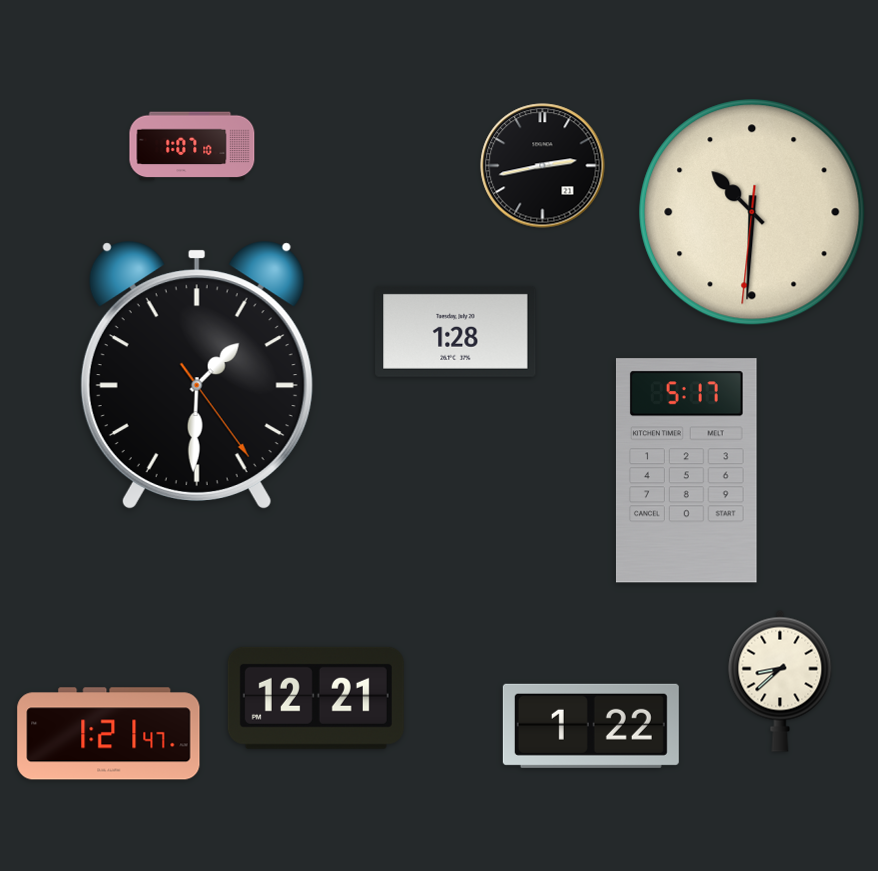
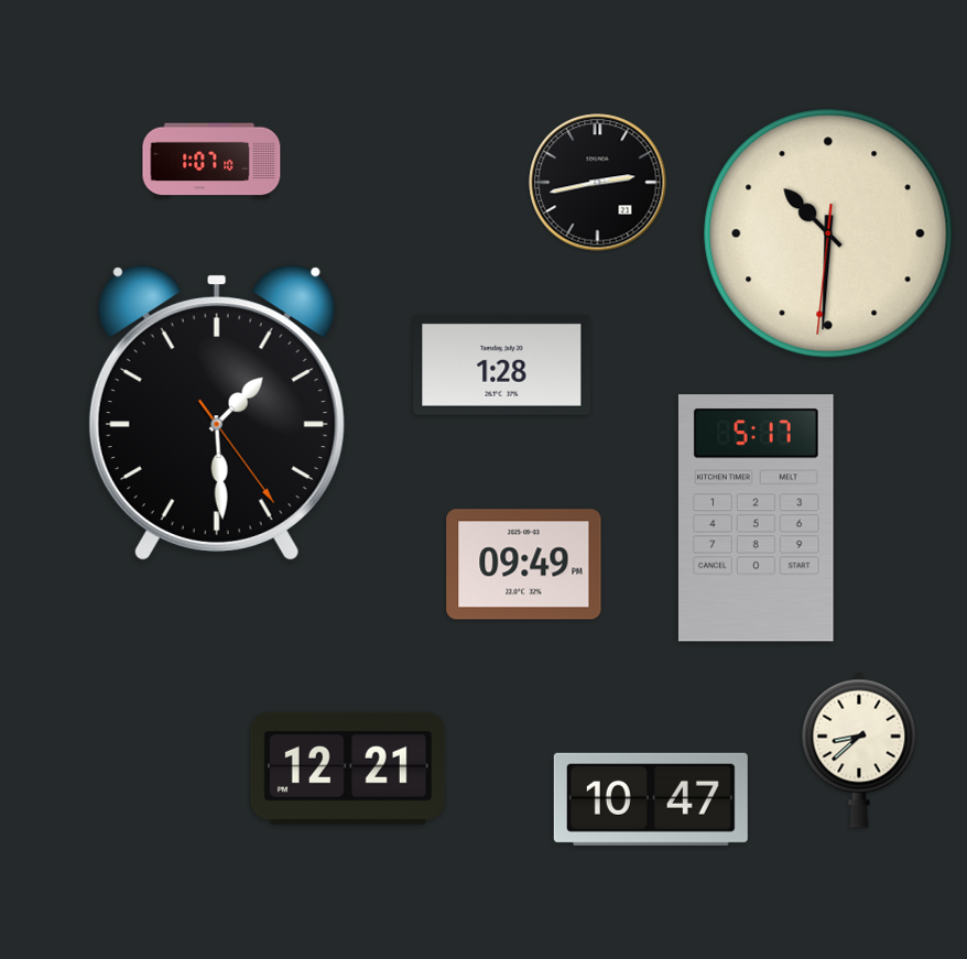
clock at (197, 375): 1:30 -> 1:29
clock at (524, 565): none -> 09:49
clock at (591, 726): 1:22 -> 10:47
clock at (109, 734): 1:21 -> none
